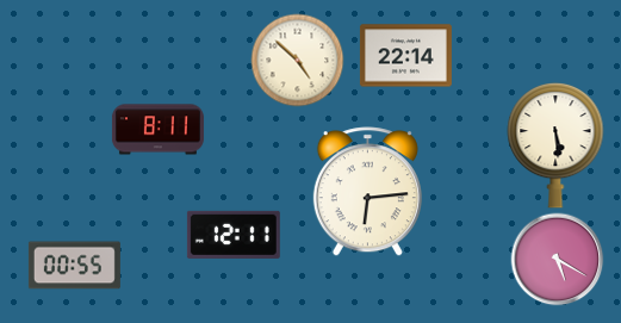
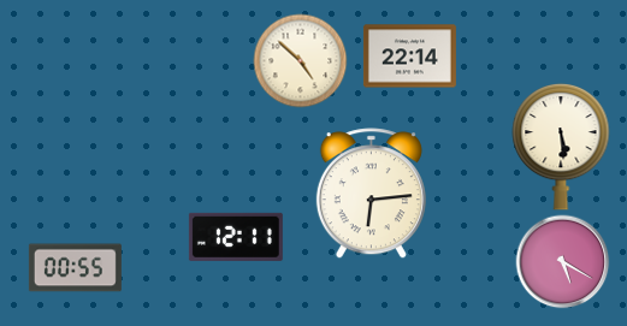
clock at (157, 130): 8:11 -> none
